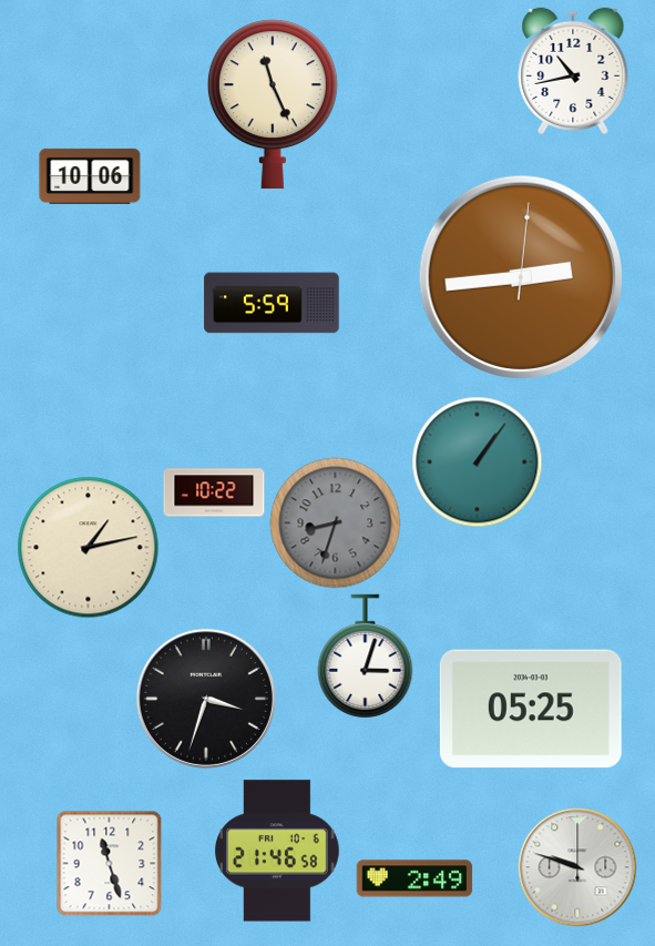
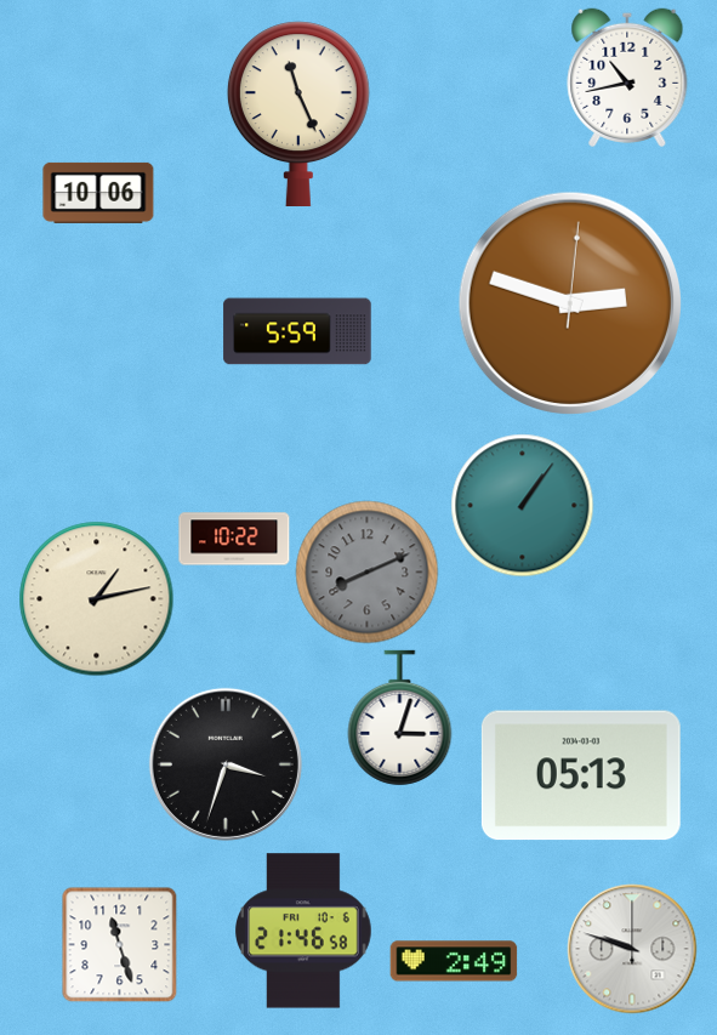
clock at (520, 277): 2:44 -> 2:48
clock at (336, 523): 8:33 -> 8:11
clock at (531, 709): 05:25 -> 05:13
